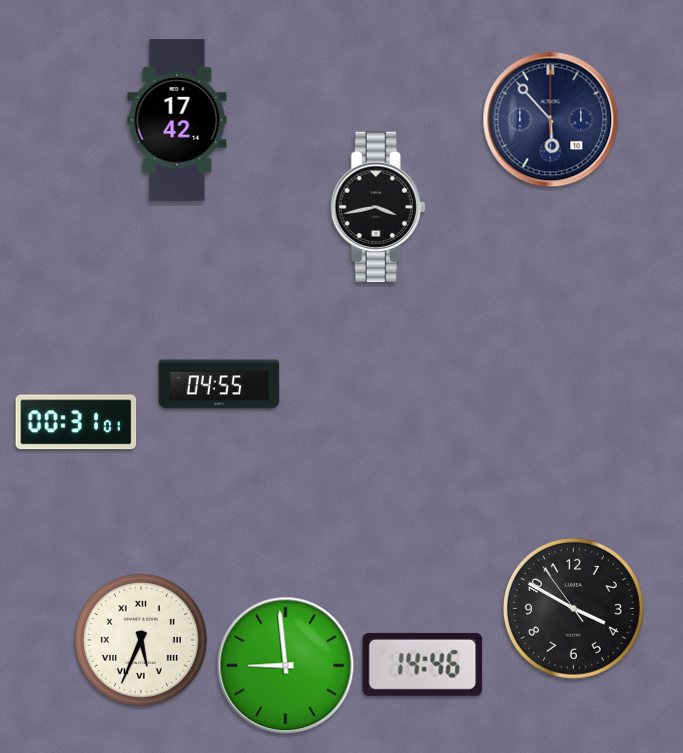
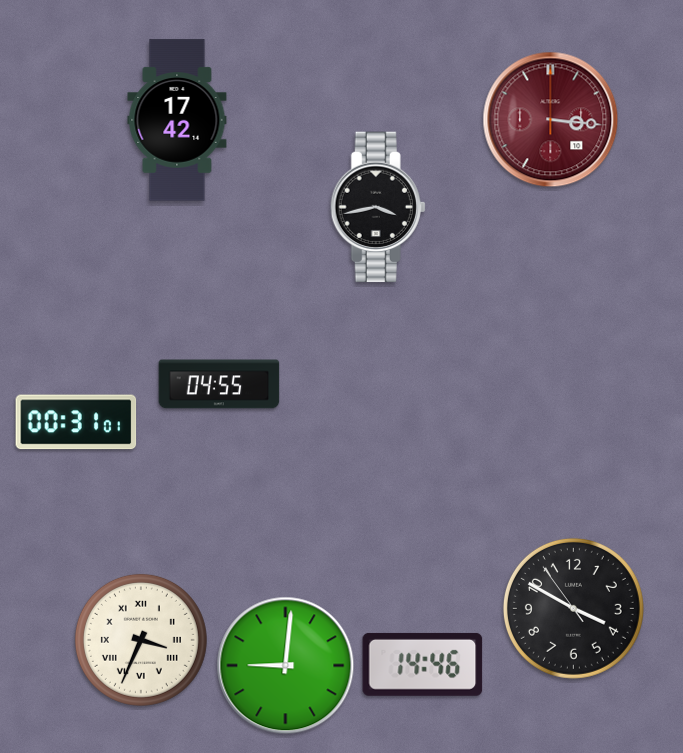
clock at (551, 120): 5:53 -> 3:16
clock at (551, 120) dial: navy -> burgundy
clock at (141, 640): 5:34 -> 3:34
clock at (286, 666): 8:59 -> 9:01
